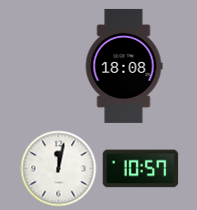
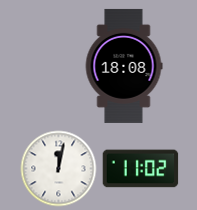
clock at (141, 169): 10:57 -> 11:02
